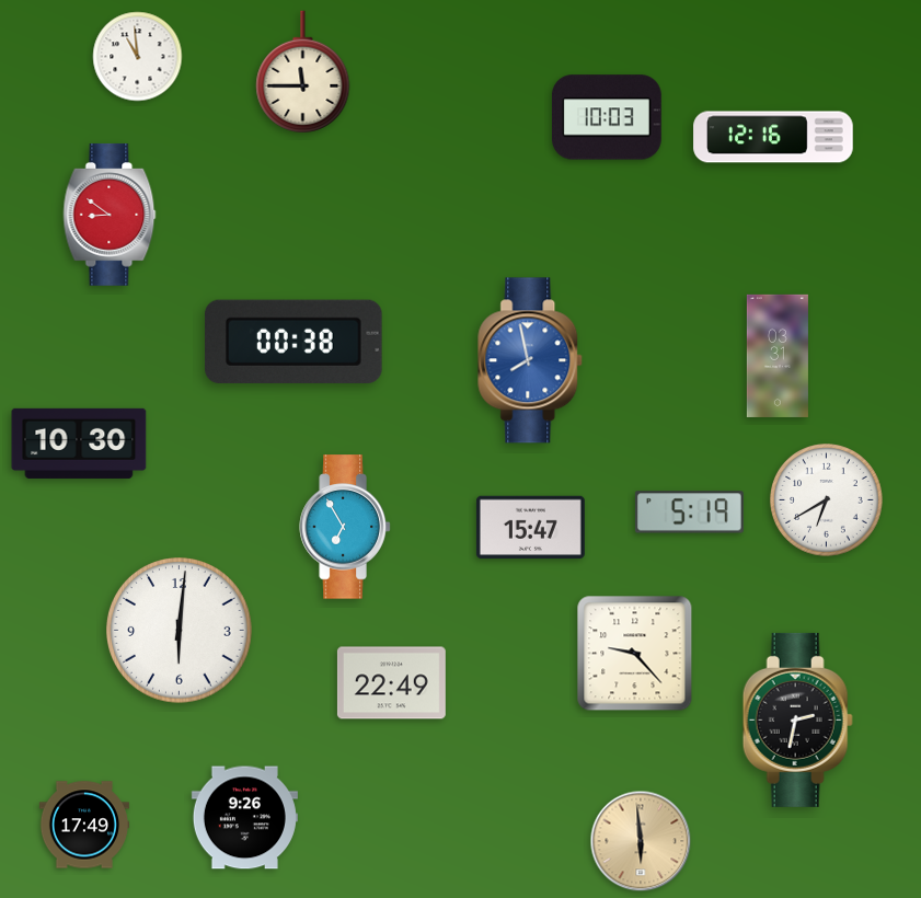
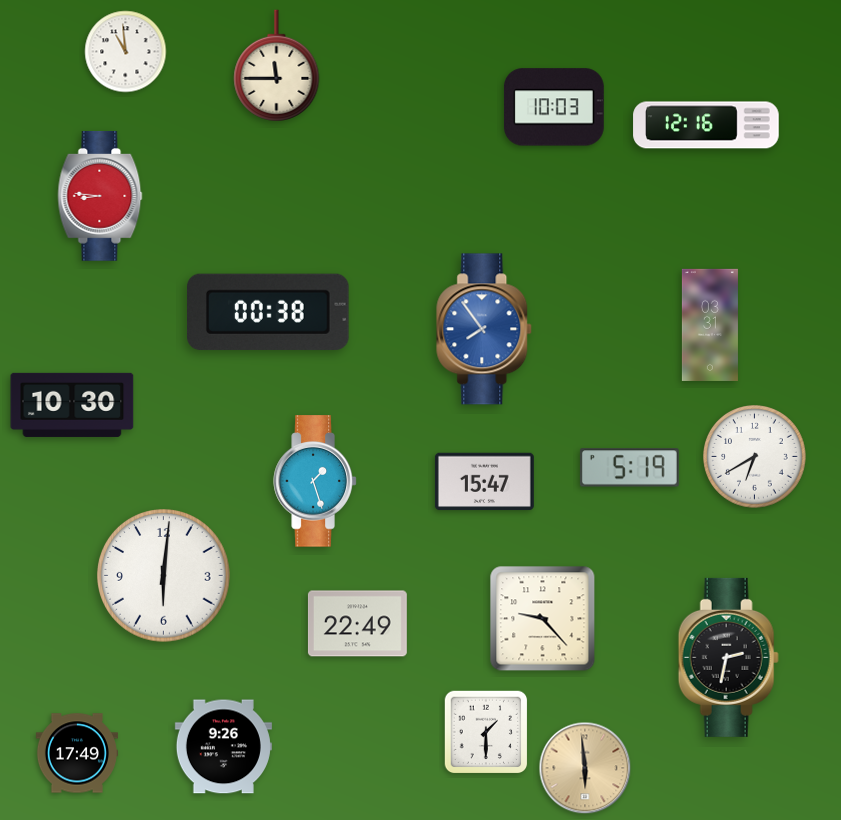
clock at (110, 215): 8:51 -> 8:46
clock at (531, 360): 7:58 -> 7:54
clock at (345, 527): 6:55 -> 1:27
clock at (635, 654) position: (635, 654) -> (543, 619)
clock at (486, 732): none -> 1:30
